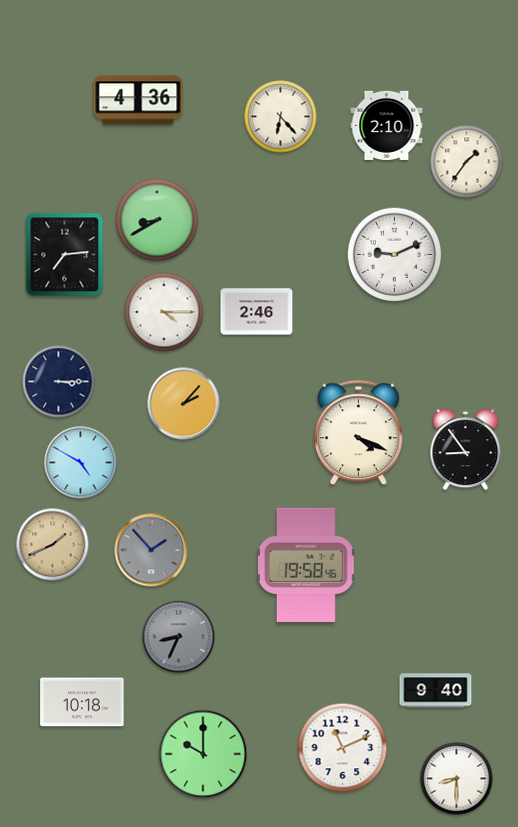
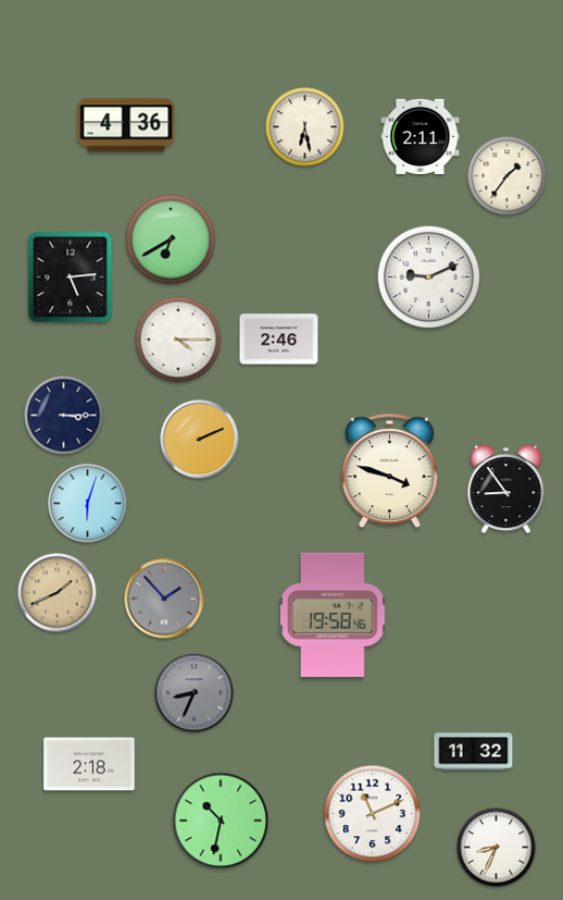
clock at (138, 100) position: (138, 100) -> (126, 125)
clock at (281, 117): 6:23 -> 6:28
clock at (387, 125): 2:10 -> 2:11
clock at (157, 220): 8:40 -> 6:40
clock at (65, 255): 7:14 -> 5:14
clock at (184, 404): 2:07 -> 2:11
clock at (358, 433): 4:19 -> 3:48
clock at (81, 463): 4:50 -> 6:03
clock at (436, 691): 9:40 -> 11:32
clock at (82, 702): 10:18 -> 2:18
clock at (203, 754): 10:00 -> 10:32
clock at (457, 779): 8:30 -> 8:34
